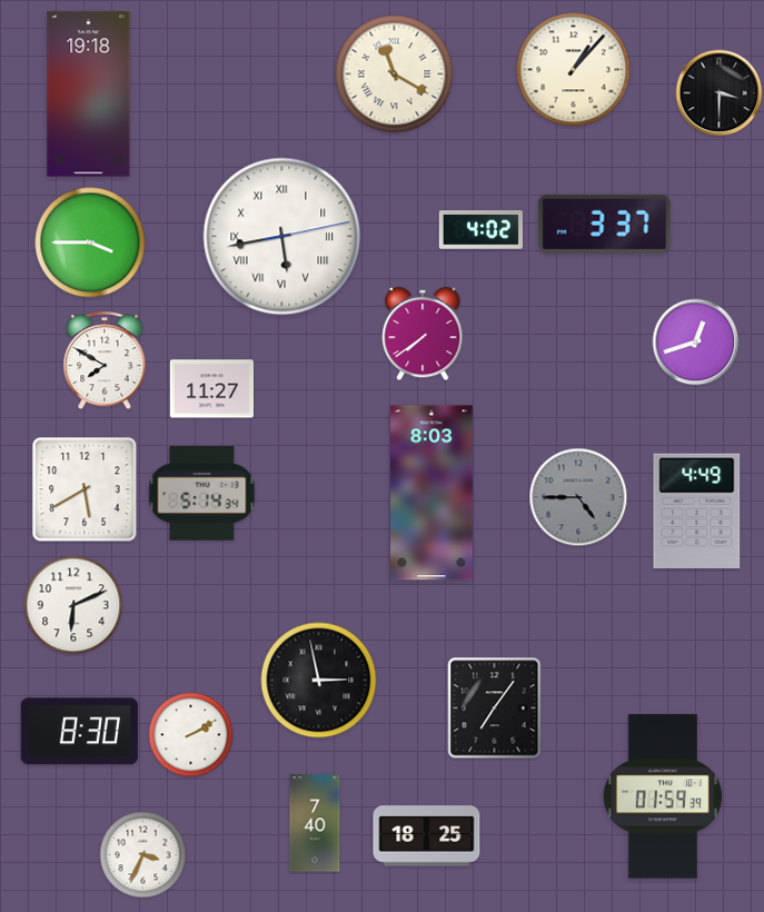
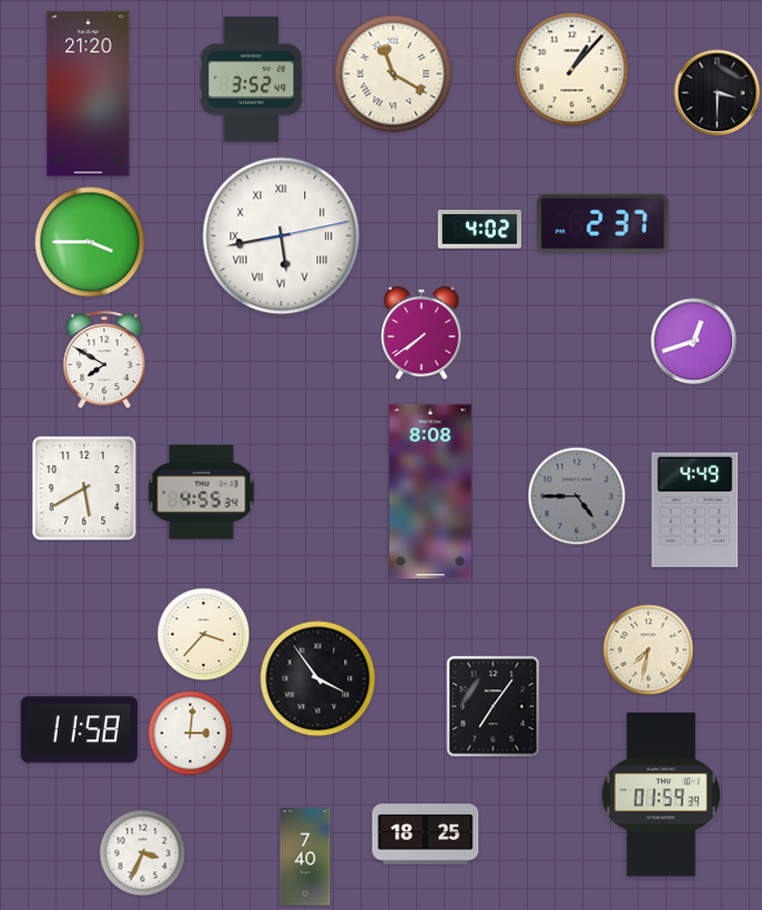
clock at (252, 80): none -> 3:52
clock at (89, 95): 19:18 -> 21:20
clock at (605, 224): 3:37 -> 2:37
clock at (211, 389): 11:27 -> none
clock at (433, 493): 8:03 -> 8:08
clock at (202, 494): 5:14 -> 4:55
clock at (73, 605): 6:11 -> none
clock at (204, 635): none -> 3:37
clock at (649, 650): none -> 7:32
clock at (319, 681): 2:58 -> 3:54
clock at (79, 732): 8:30 -> 11:58
clock at (191, 735): 2:10 -> 3:01
clock at (315, 823) position: (315, 823) -> (305, 857)
